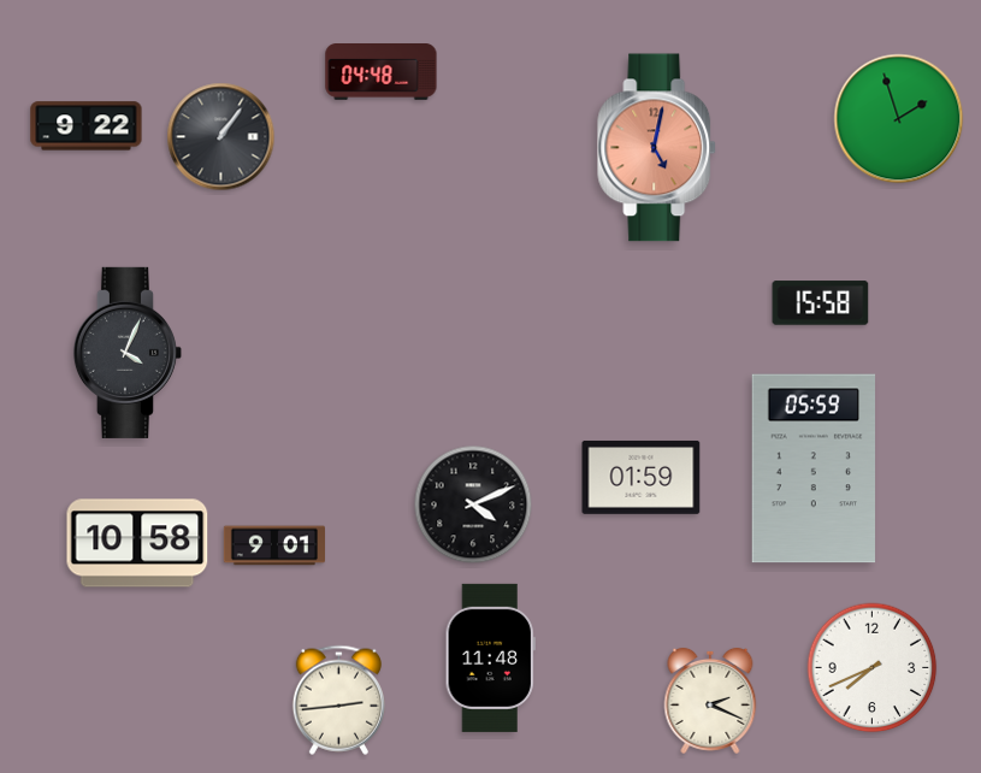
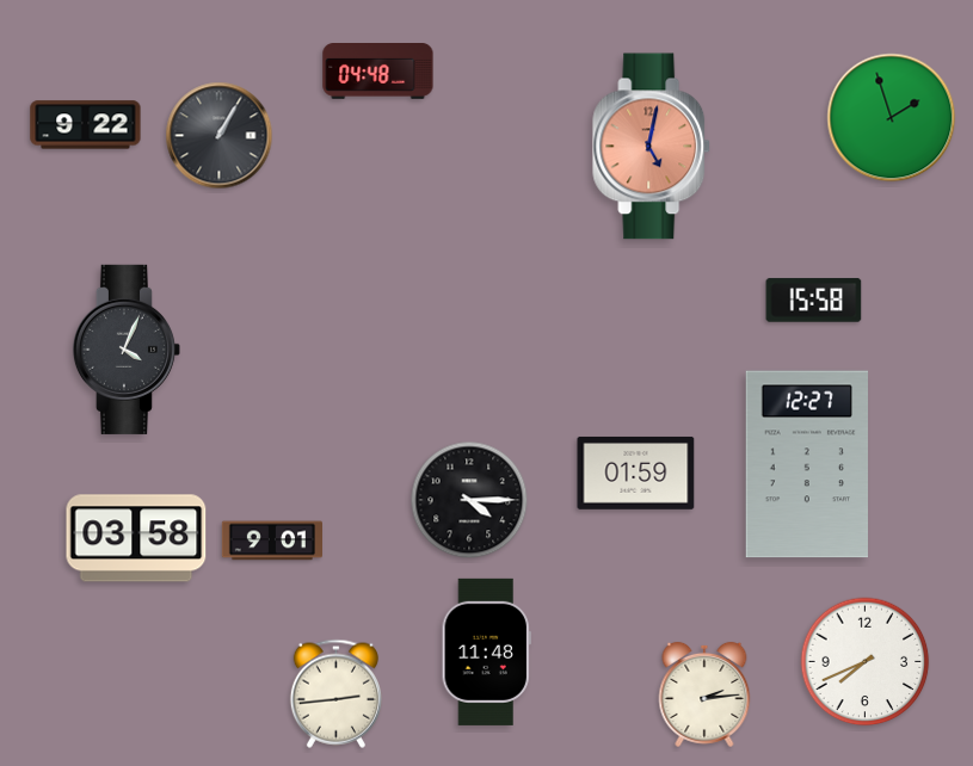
clock at (221, 137): 1:06 -> 1:05
clock at (814, 468): 05:59 -> 12:27
clock at (473, 504): 4:11 -> 4:15
clock at (137, 543): 10:58 -> 03:58
clock at (710, 701): 2:19 -> 2:14
